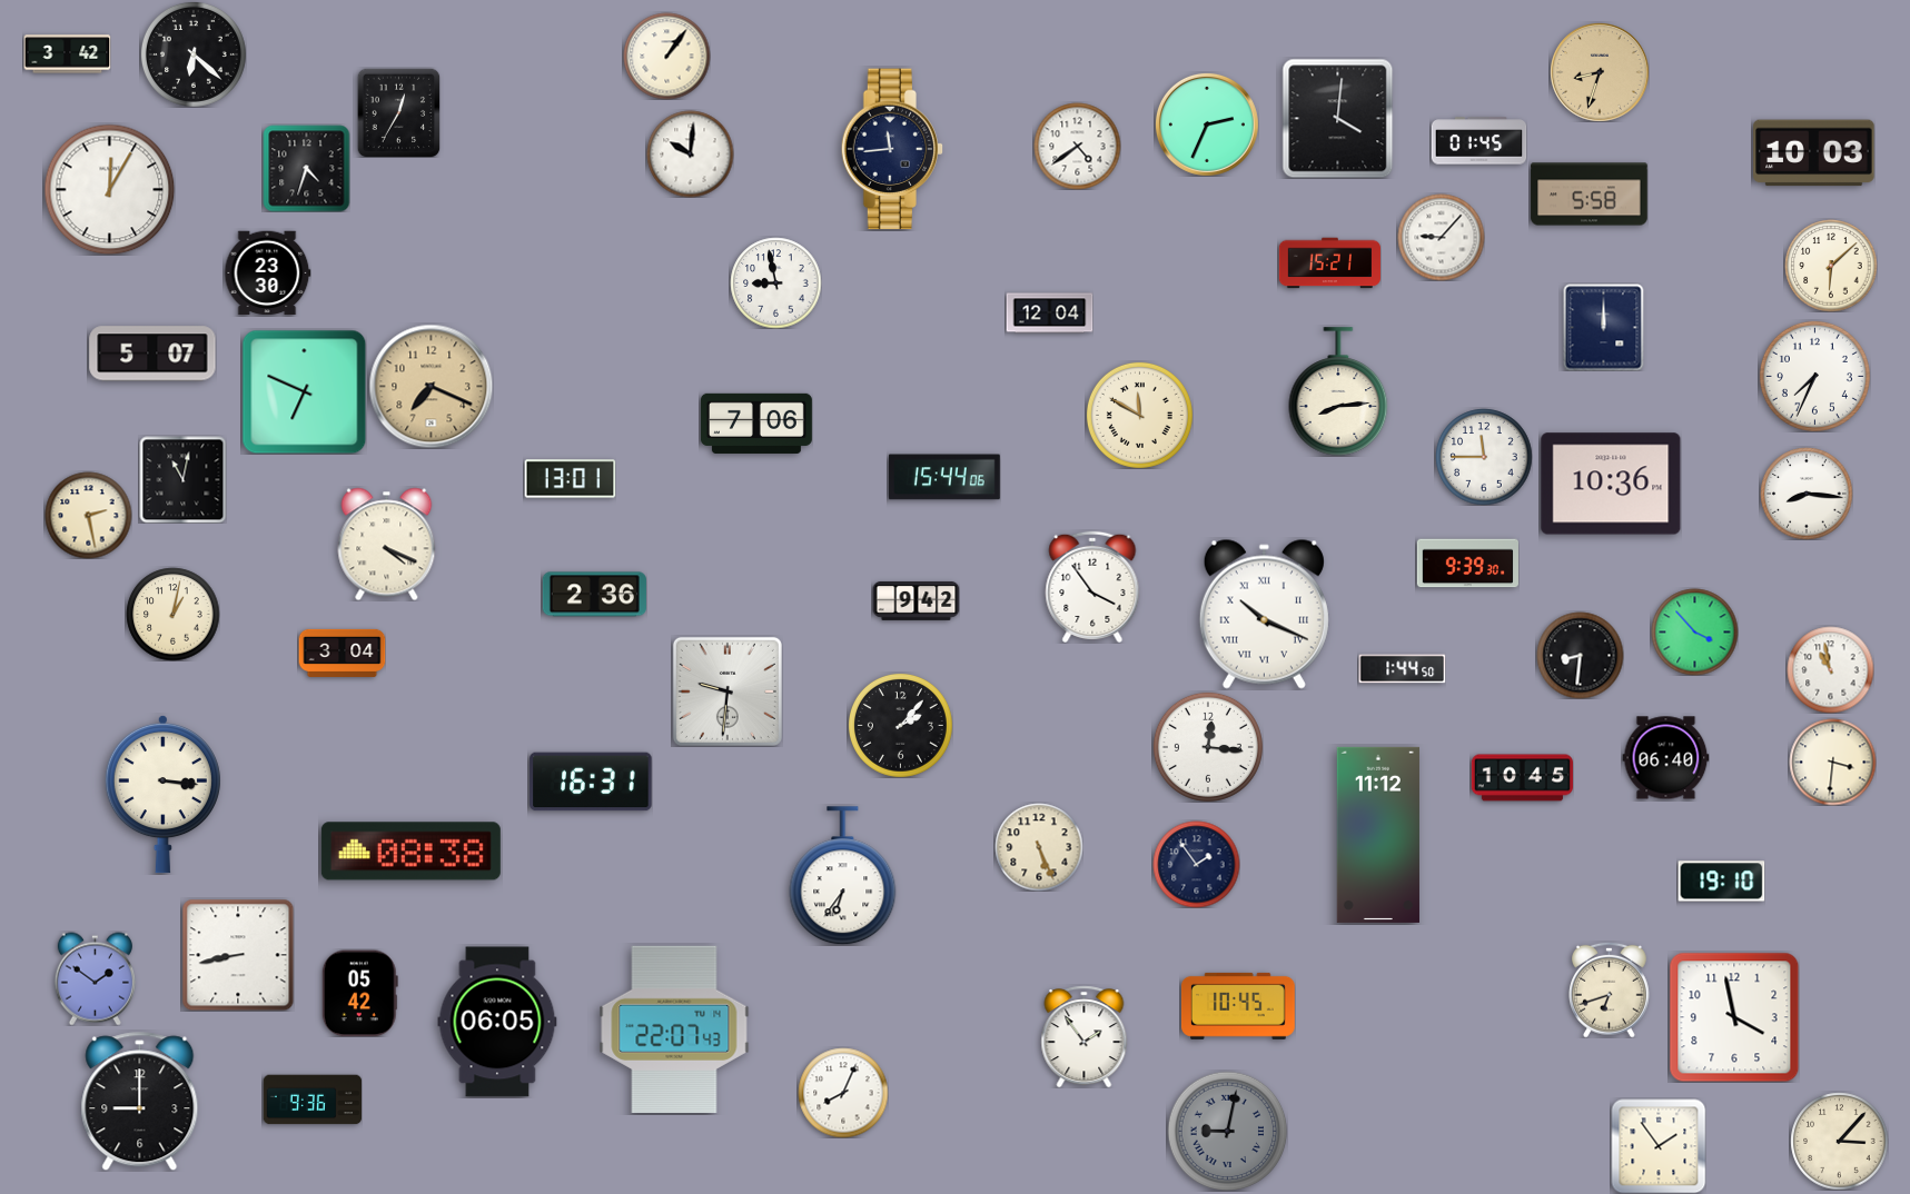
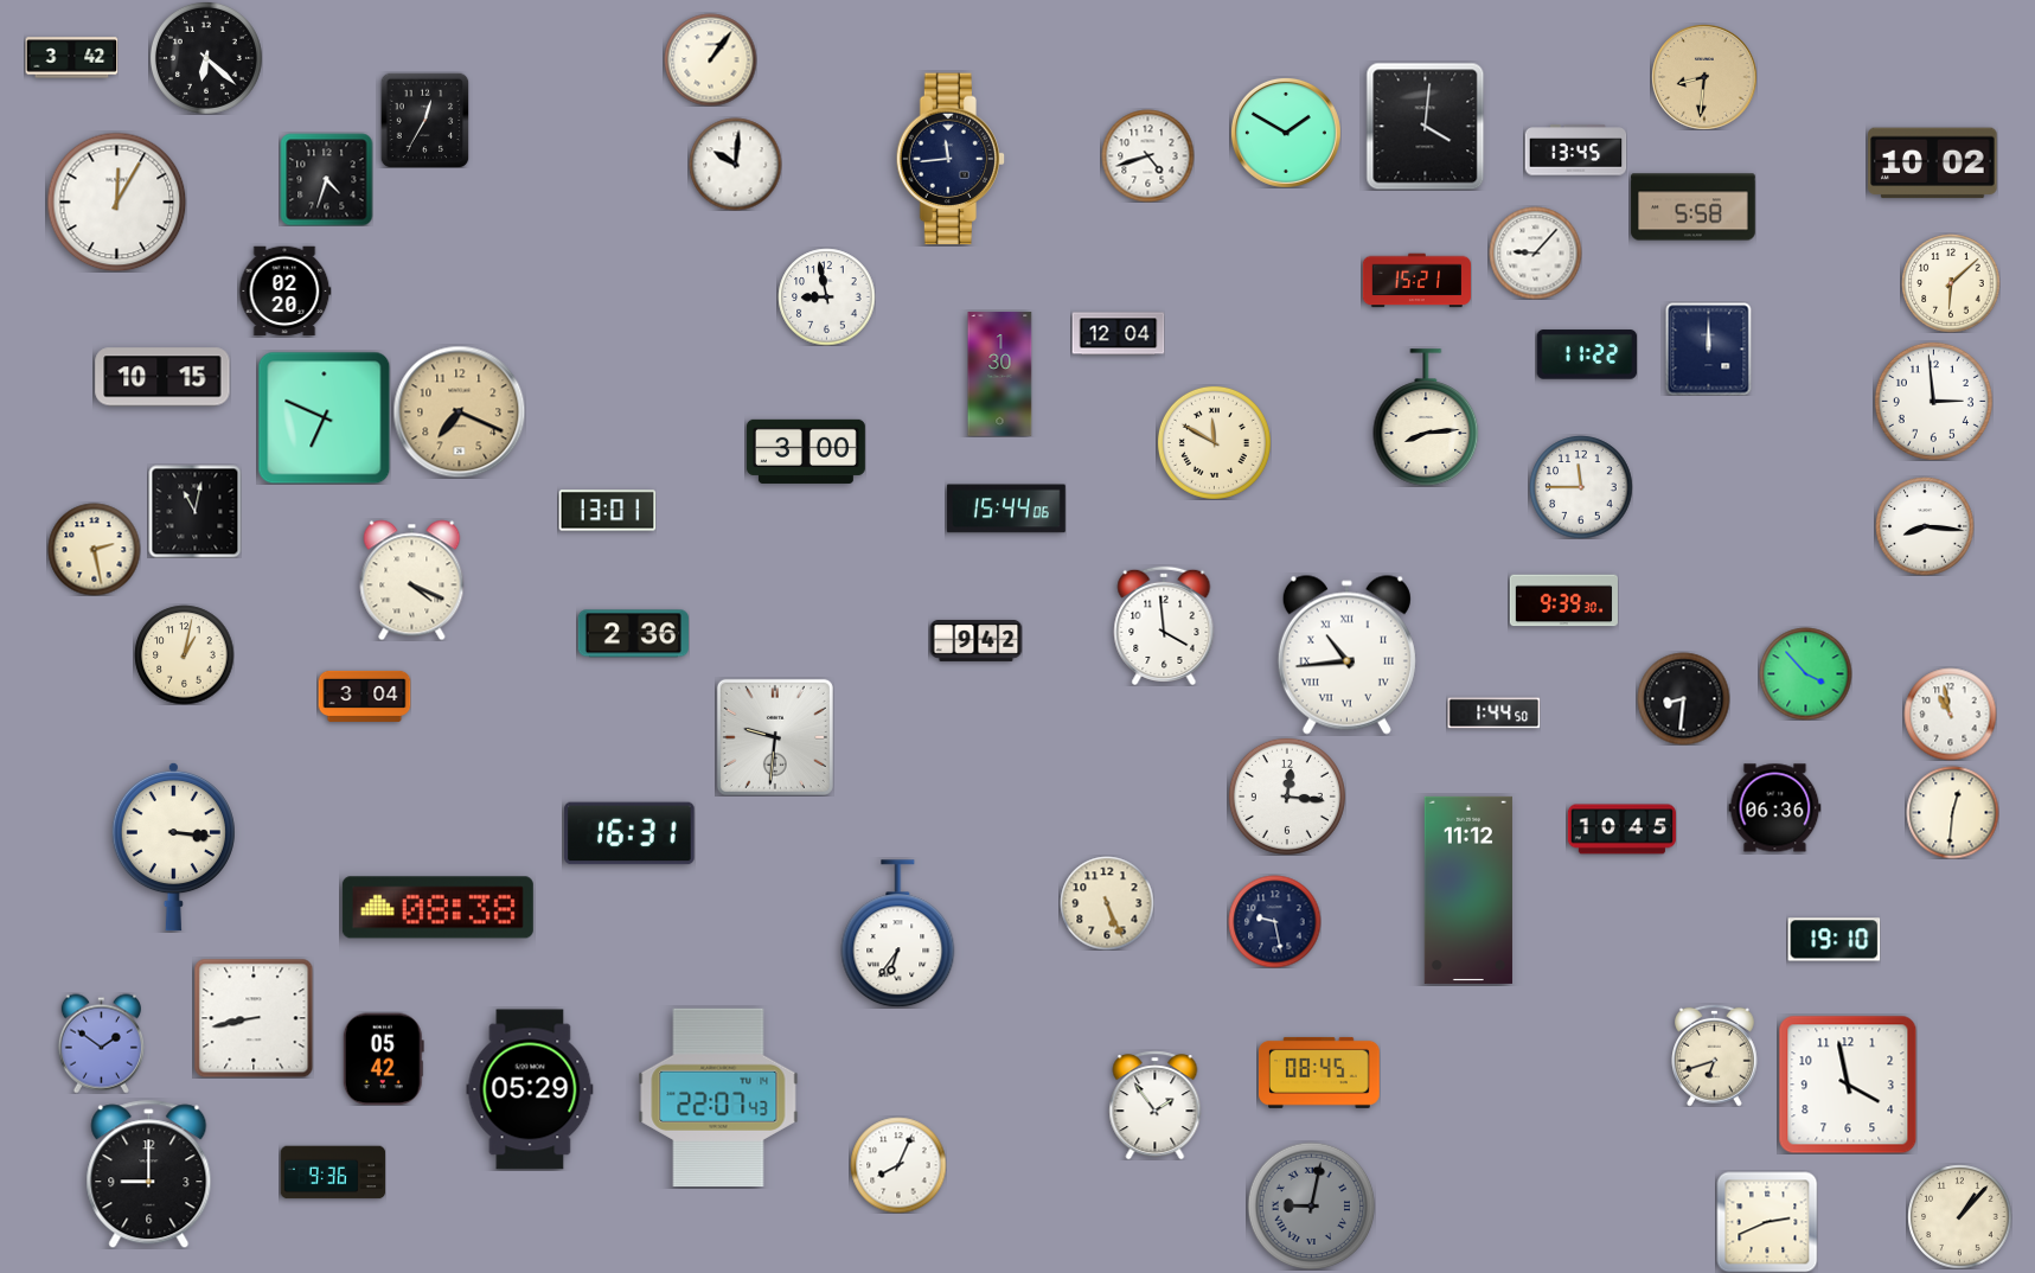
clock at (1600, 72): 8:33 -> 8:31
clock at (1207, 125): 2:34 -> 1:50
clock at (1478, 141): 01:45 -> 13:45
clock at (1077, 146): 4:39 -> 4:42
clock at (1814, 153): 10:03 -> 10:02
clock at (267, 273): 23:30 -> 02:20
clock at (775, 282) position: (775, 282) -> (826, 296)
clock at (1587, 354): none -> 11:22
clock at (1000, 375): none -> 1:30
clock at (152, 354): 5:07 -> 10:15
clock at (1814, 376): 7:34 -> 2:59
clock at (756, 424): 7:06 -> 3:00
clock at (1611, 484): 10:36 -> none
clock at (1092, 587): 3:54 -> 3:59
clock at (1264, 614): 10:19 -> 10:44
clock at (900, 725): 2:07 -> none
clock at (1665, 758): 06:40 -> 06:36
clock at (1832, 762): 3:31 -> 12:31
clock at (1196, 864): 1:54 -> 9:28
clock at (1239, 1006): 10:45 -> 08:45
clock at (497, 1022): 06:05 -> 05:29
clock at (1227, 1131) position: (1227, 1131) -> (1311, 1205)
clock at (1839, 1141): 3:07 -> 1:07
clock at (1659, 1146): 1:54 -> 2:41
